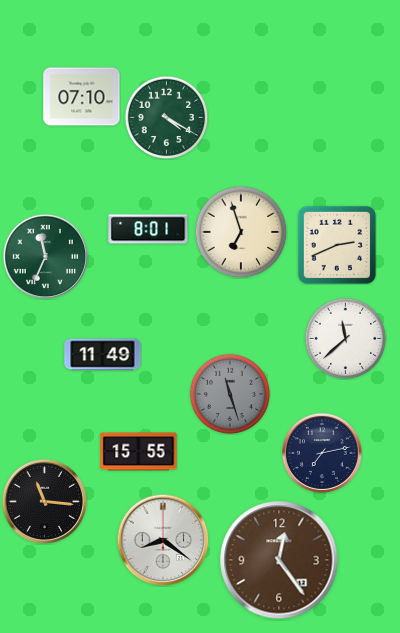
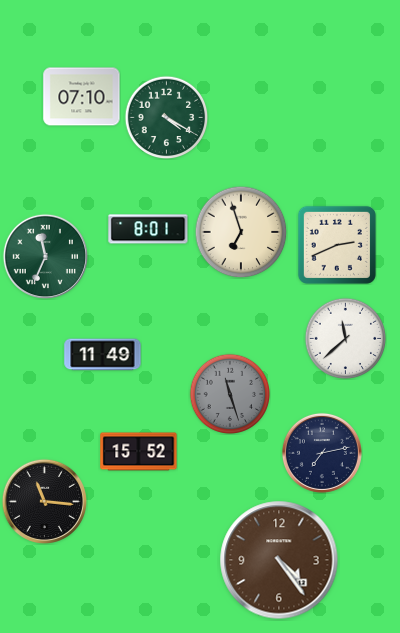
clock at (139, 452): 15:55 -> 15:52
clock at (163, 540): 8:21 -> none
clock at (279, 560): 12:24 -> 4:24
